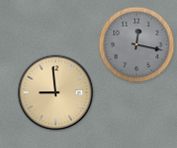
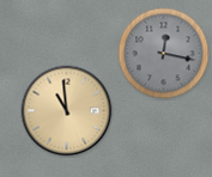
clock at (56, 93): 8:59 -> 10:59
